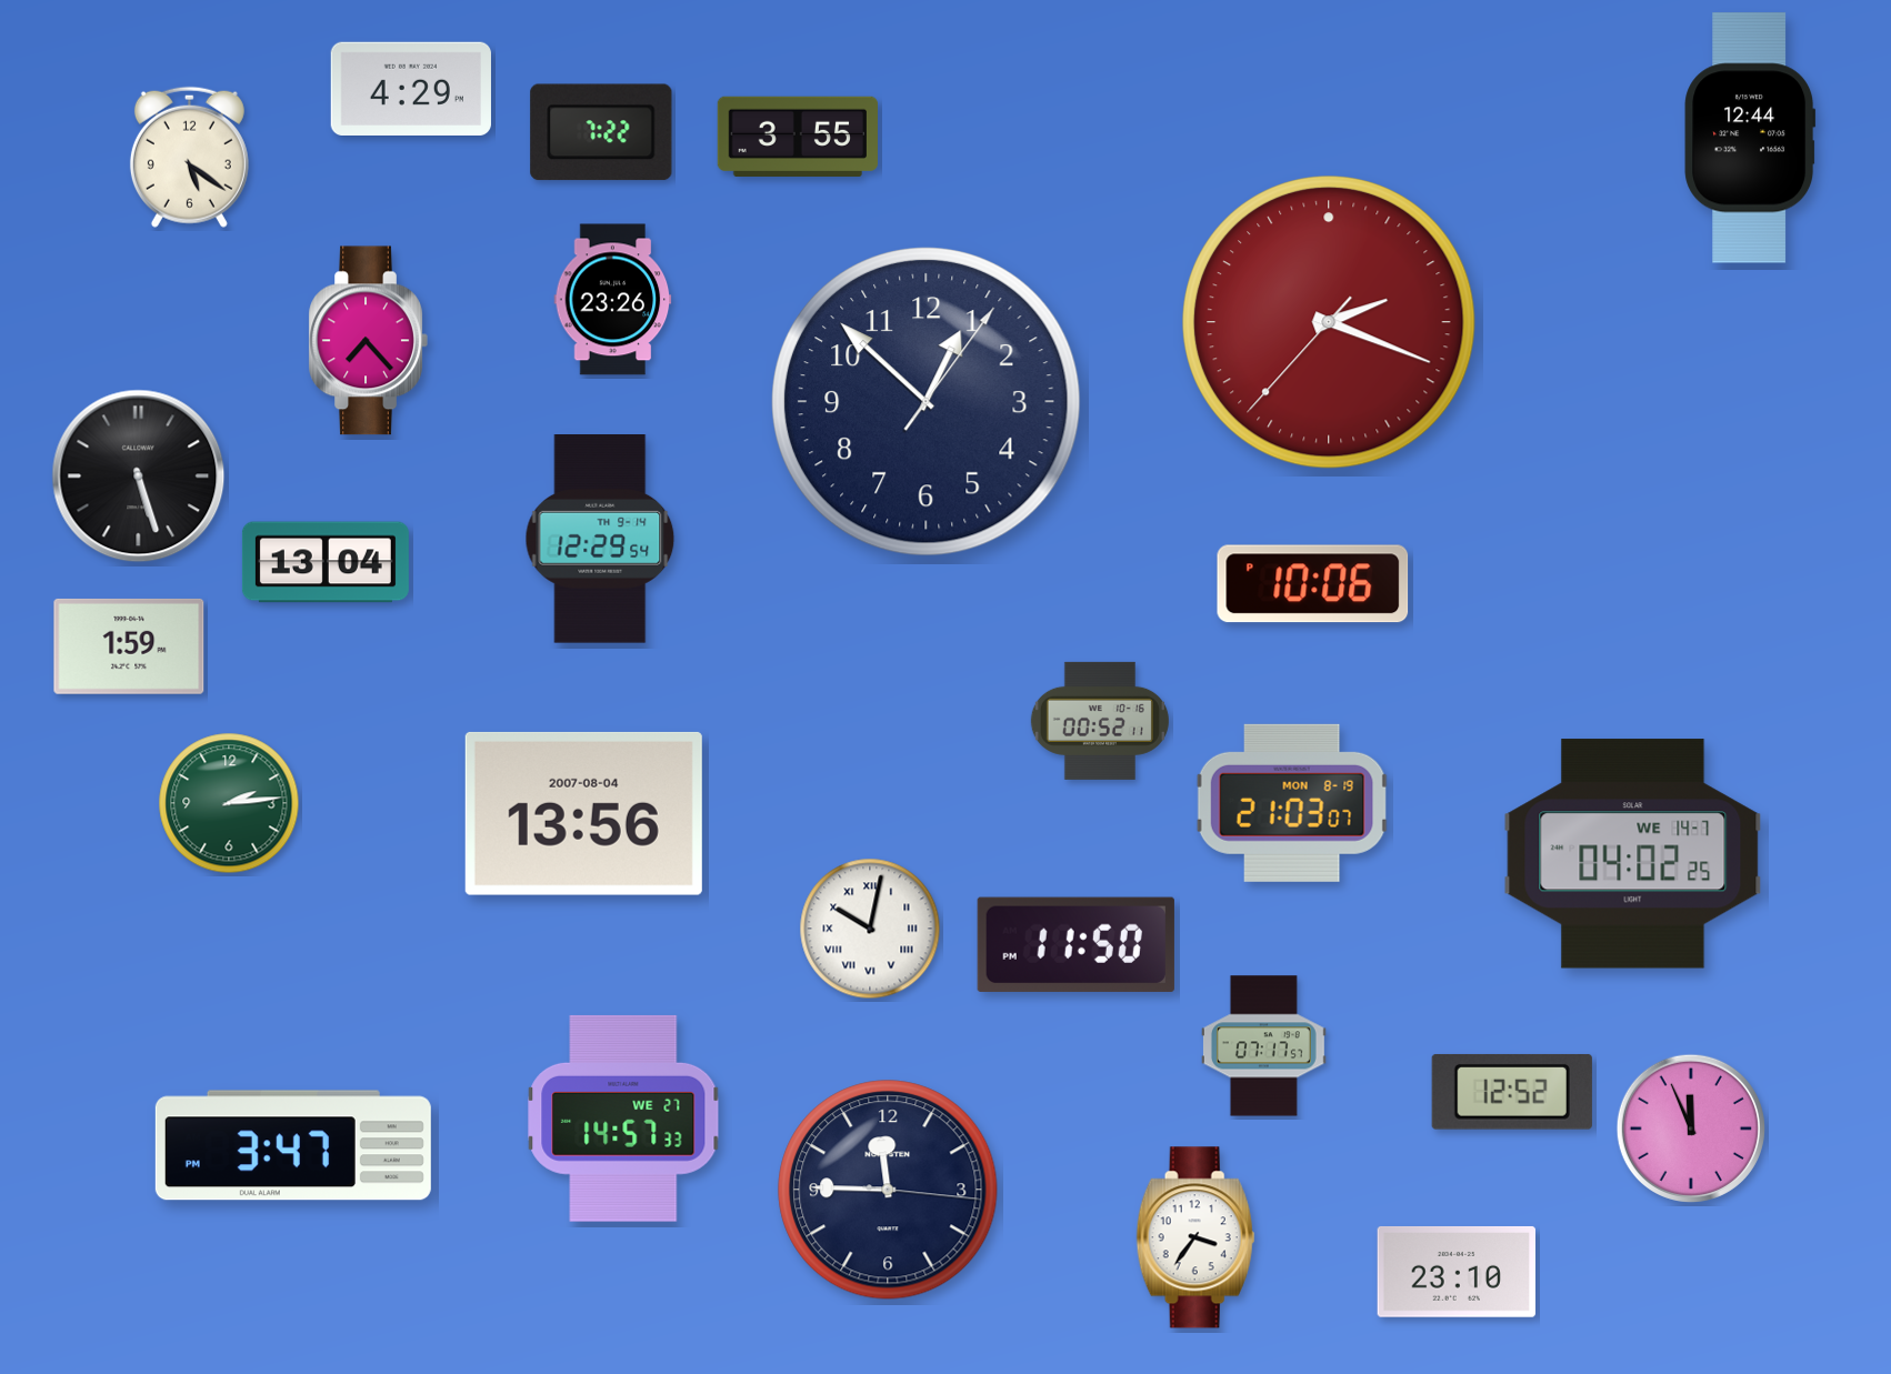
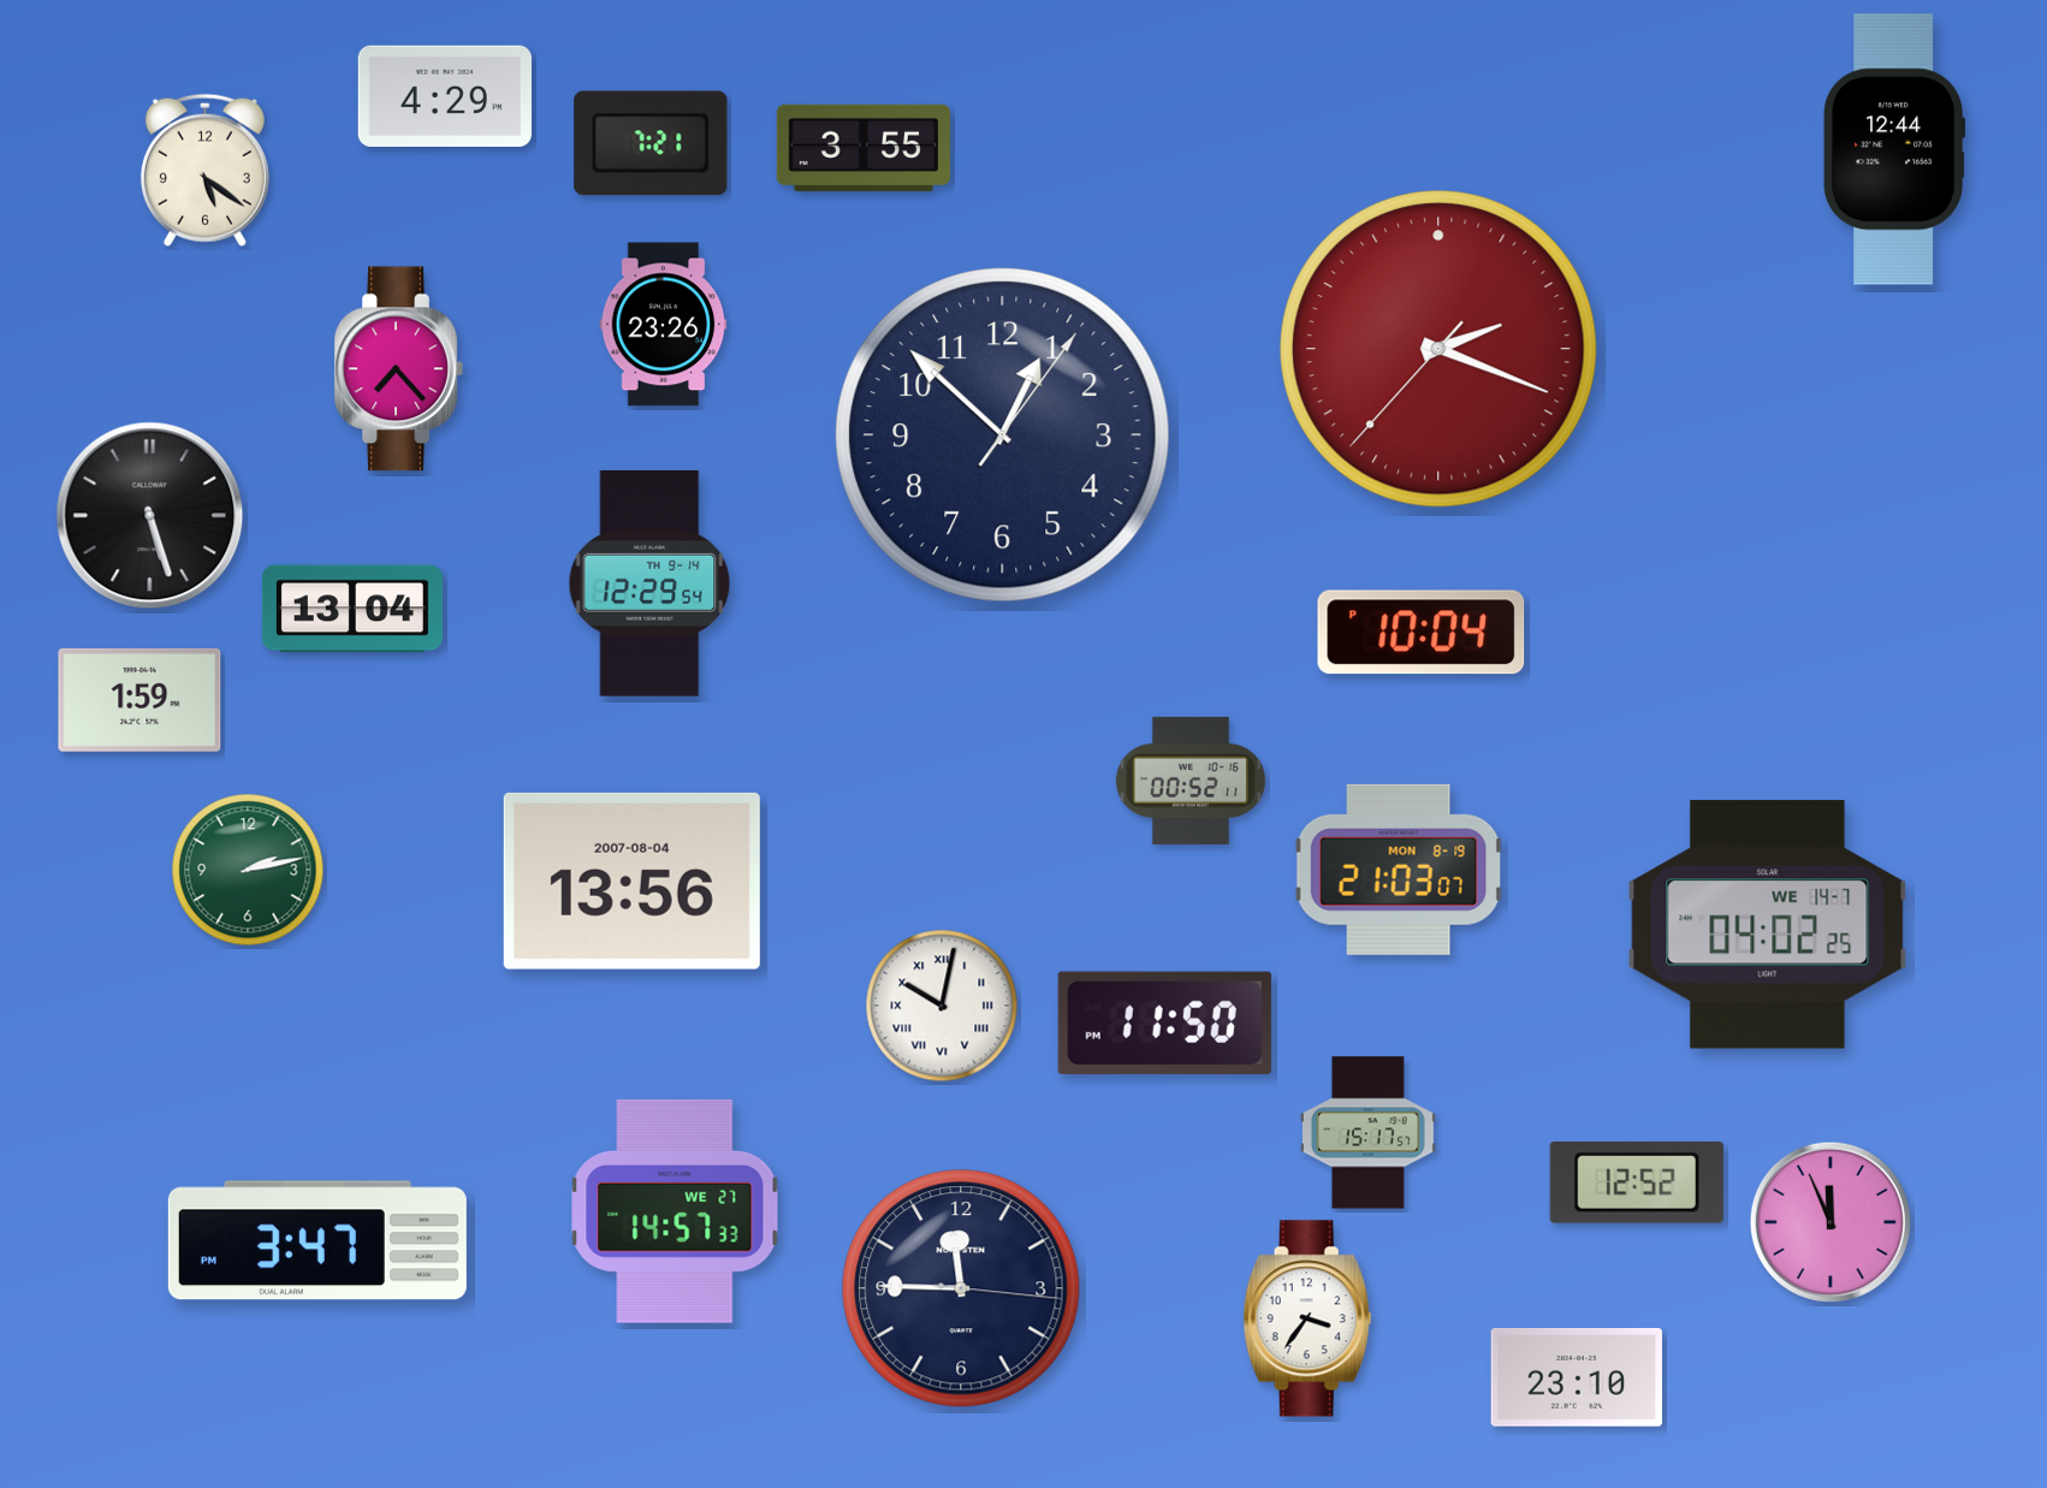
clock at (601, 132): 7:22 -> 7:21
clock at (1313, 584): 10:06 -> 10:04
clock at (229, 803): 2:14 -> 2:13
clock at (1263, 1046): 07:17 -> 15:17
clock at (1195, 1237) position: (1195, 1237) -> (1307, 1318)
